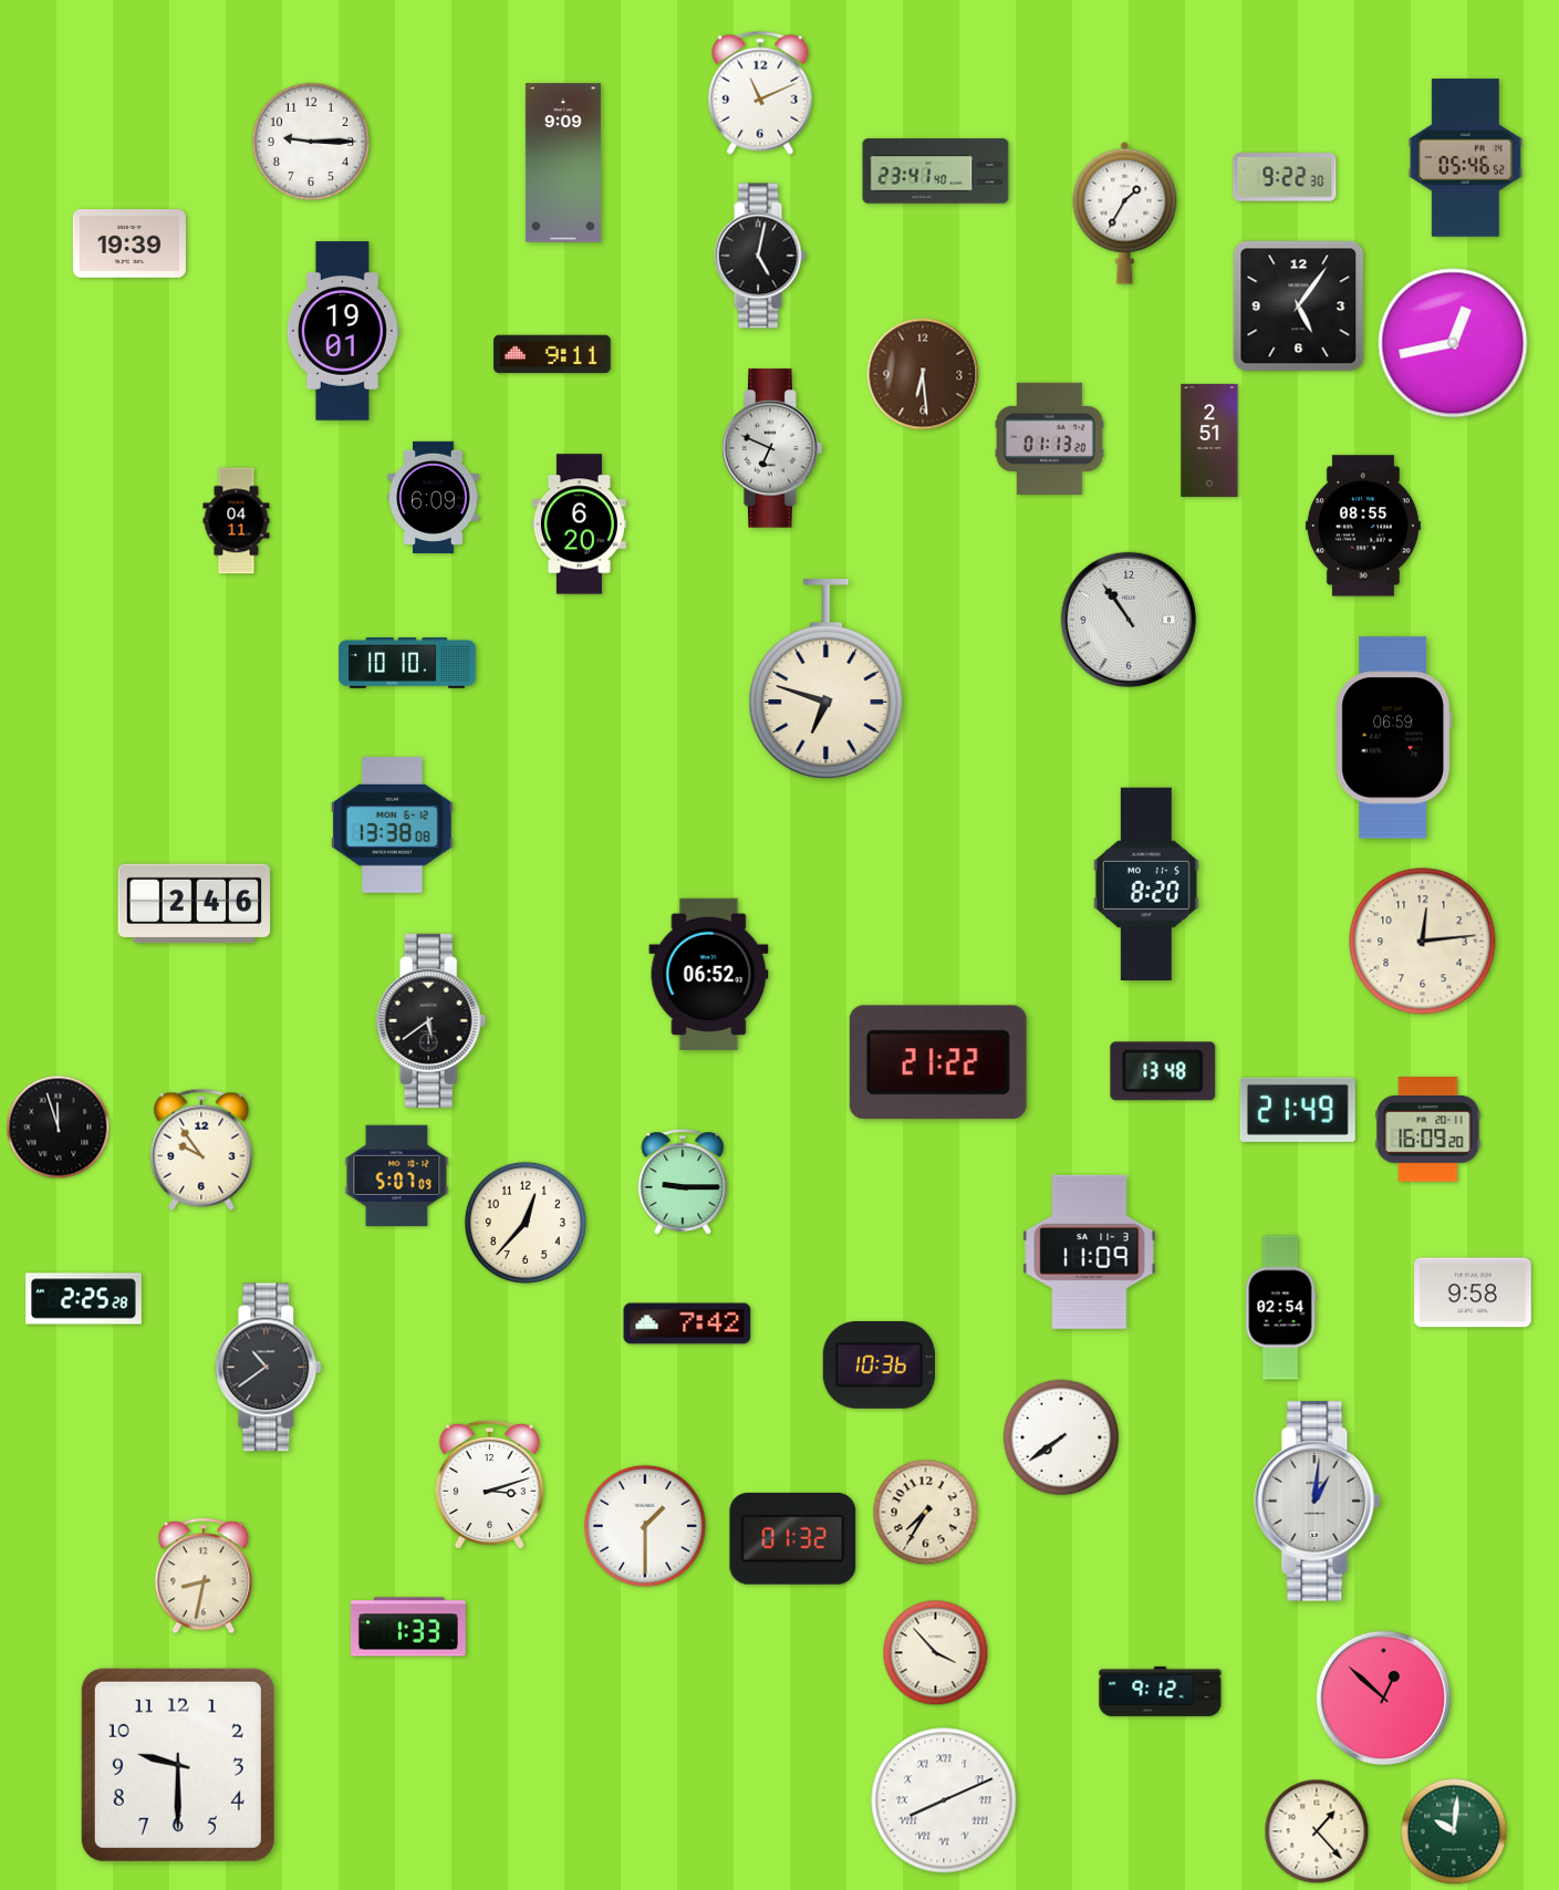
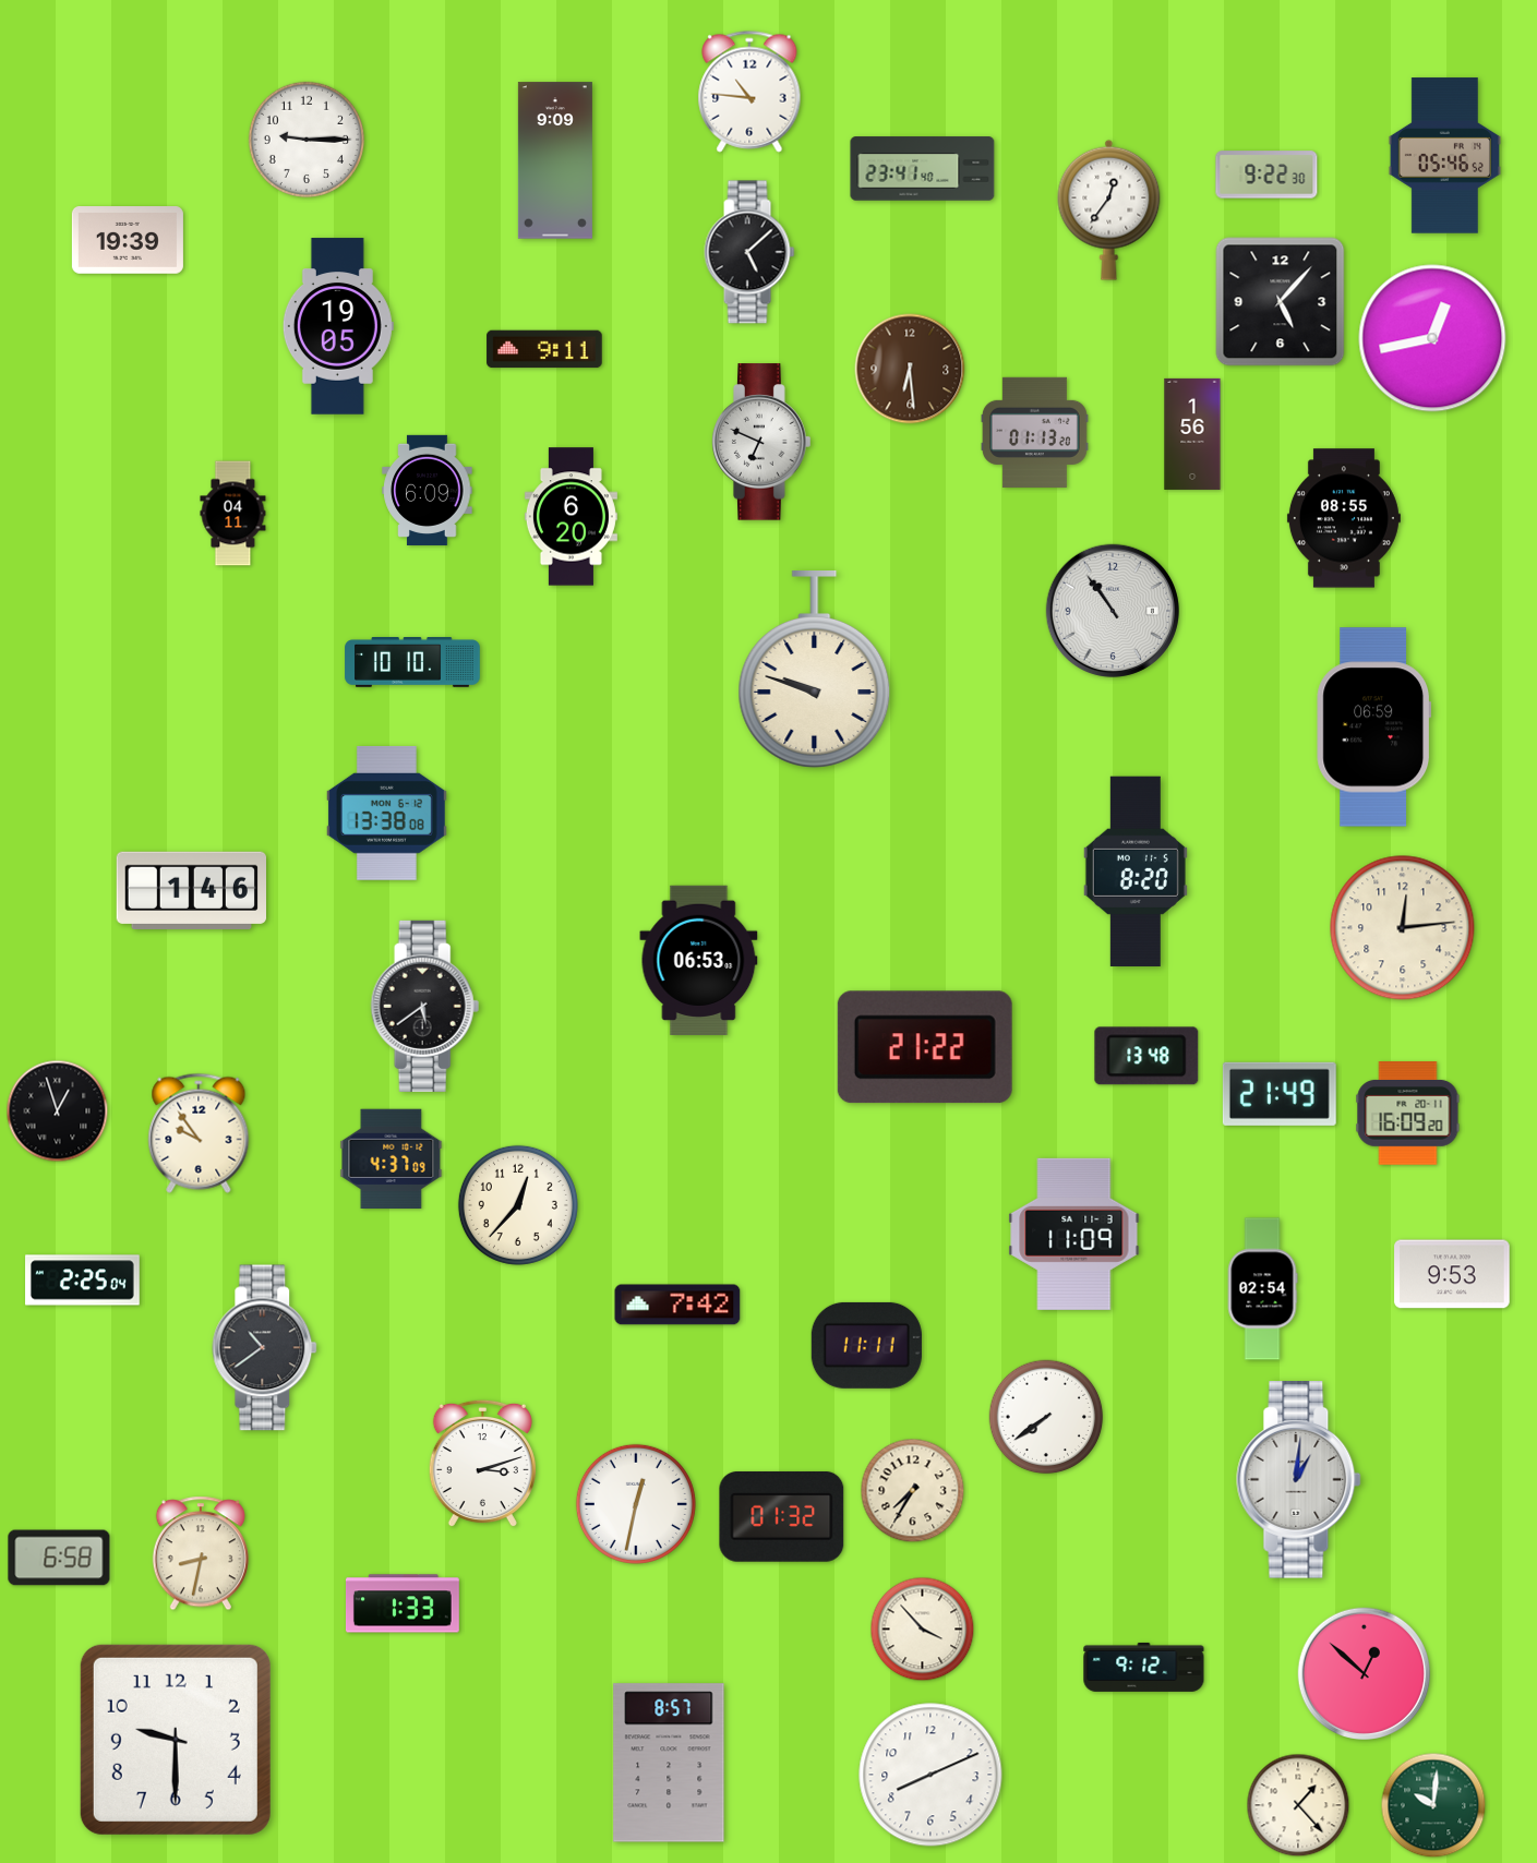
clock at (760, 93): 11:11 -> 10:46
clock at (1125, 212): 1:35 -> 12:36
clock at (760, 256): 5:02 -> 5:08
clock at (1299, 307): 5:06 -> 5:07
clock at (343, 331): 19:01 -> 19:05
clock at (1209, 440): 2:51 -> 1:56
clock at (407, 664) position: (407, 664) -> (412, 663)
clock at (827, 679): 6:48 -> 9:48
clock at (1146, 884) position: (1146, 884) -> (1136, 872)
clock at (194, 903): 2:46 -> 1:46
clock at (709, 974): 06:52 -> 06:53
clock at (59, 1128): 11:57 -> 12:57
clock at (397, 1175): 5:07 -> 4:37
clock at (683, 1182): 9:15 -> none
clock at (1473, 1292): 9:58 -> 9:53
clock at (84, 1299): 2:25:28 -> 2:25:04
clock at (879, 1364): 10:36 -> 11:11
clock at (645, 1526): 1:30 -> 12:32
clock at (59, 1558): none -> 6:58
clock at (669, 1763): none -> 8:57
clock at (944, 1800) numerals: Roman -> Arabic
